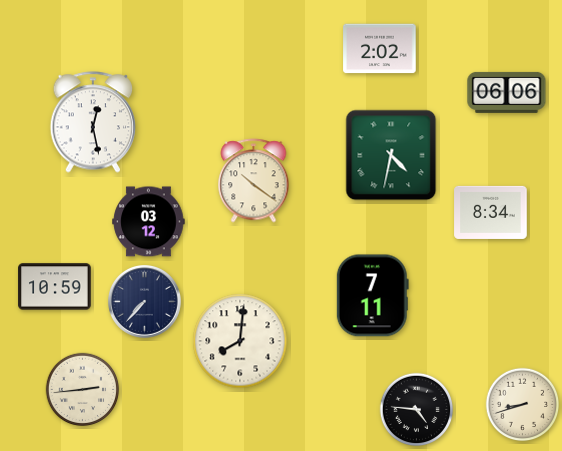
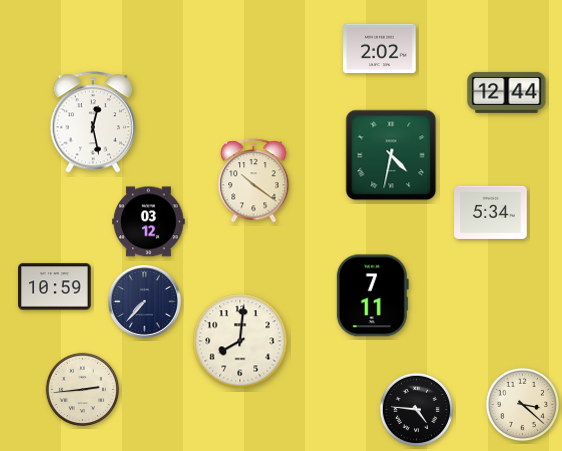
clock at (507, 92): 06:06 -> 12:44
clock at (491, 212): 8:34 -> 5:34
clock at (523, 405): 8:42 -> 3:22
